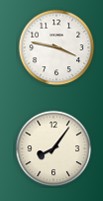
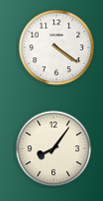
clock at (57, 48): 3:47 -> 4:21
